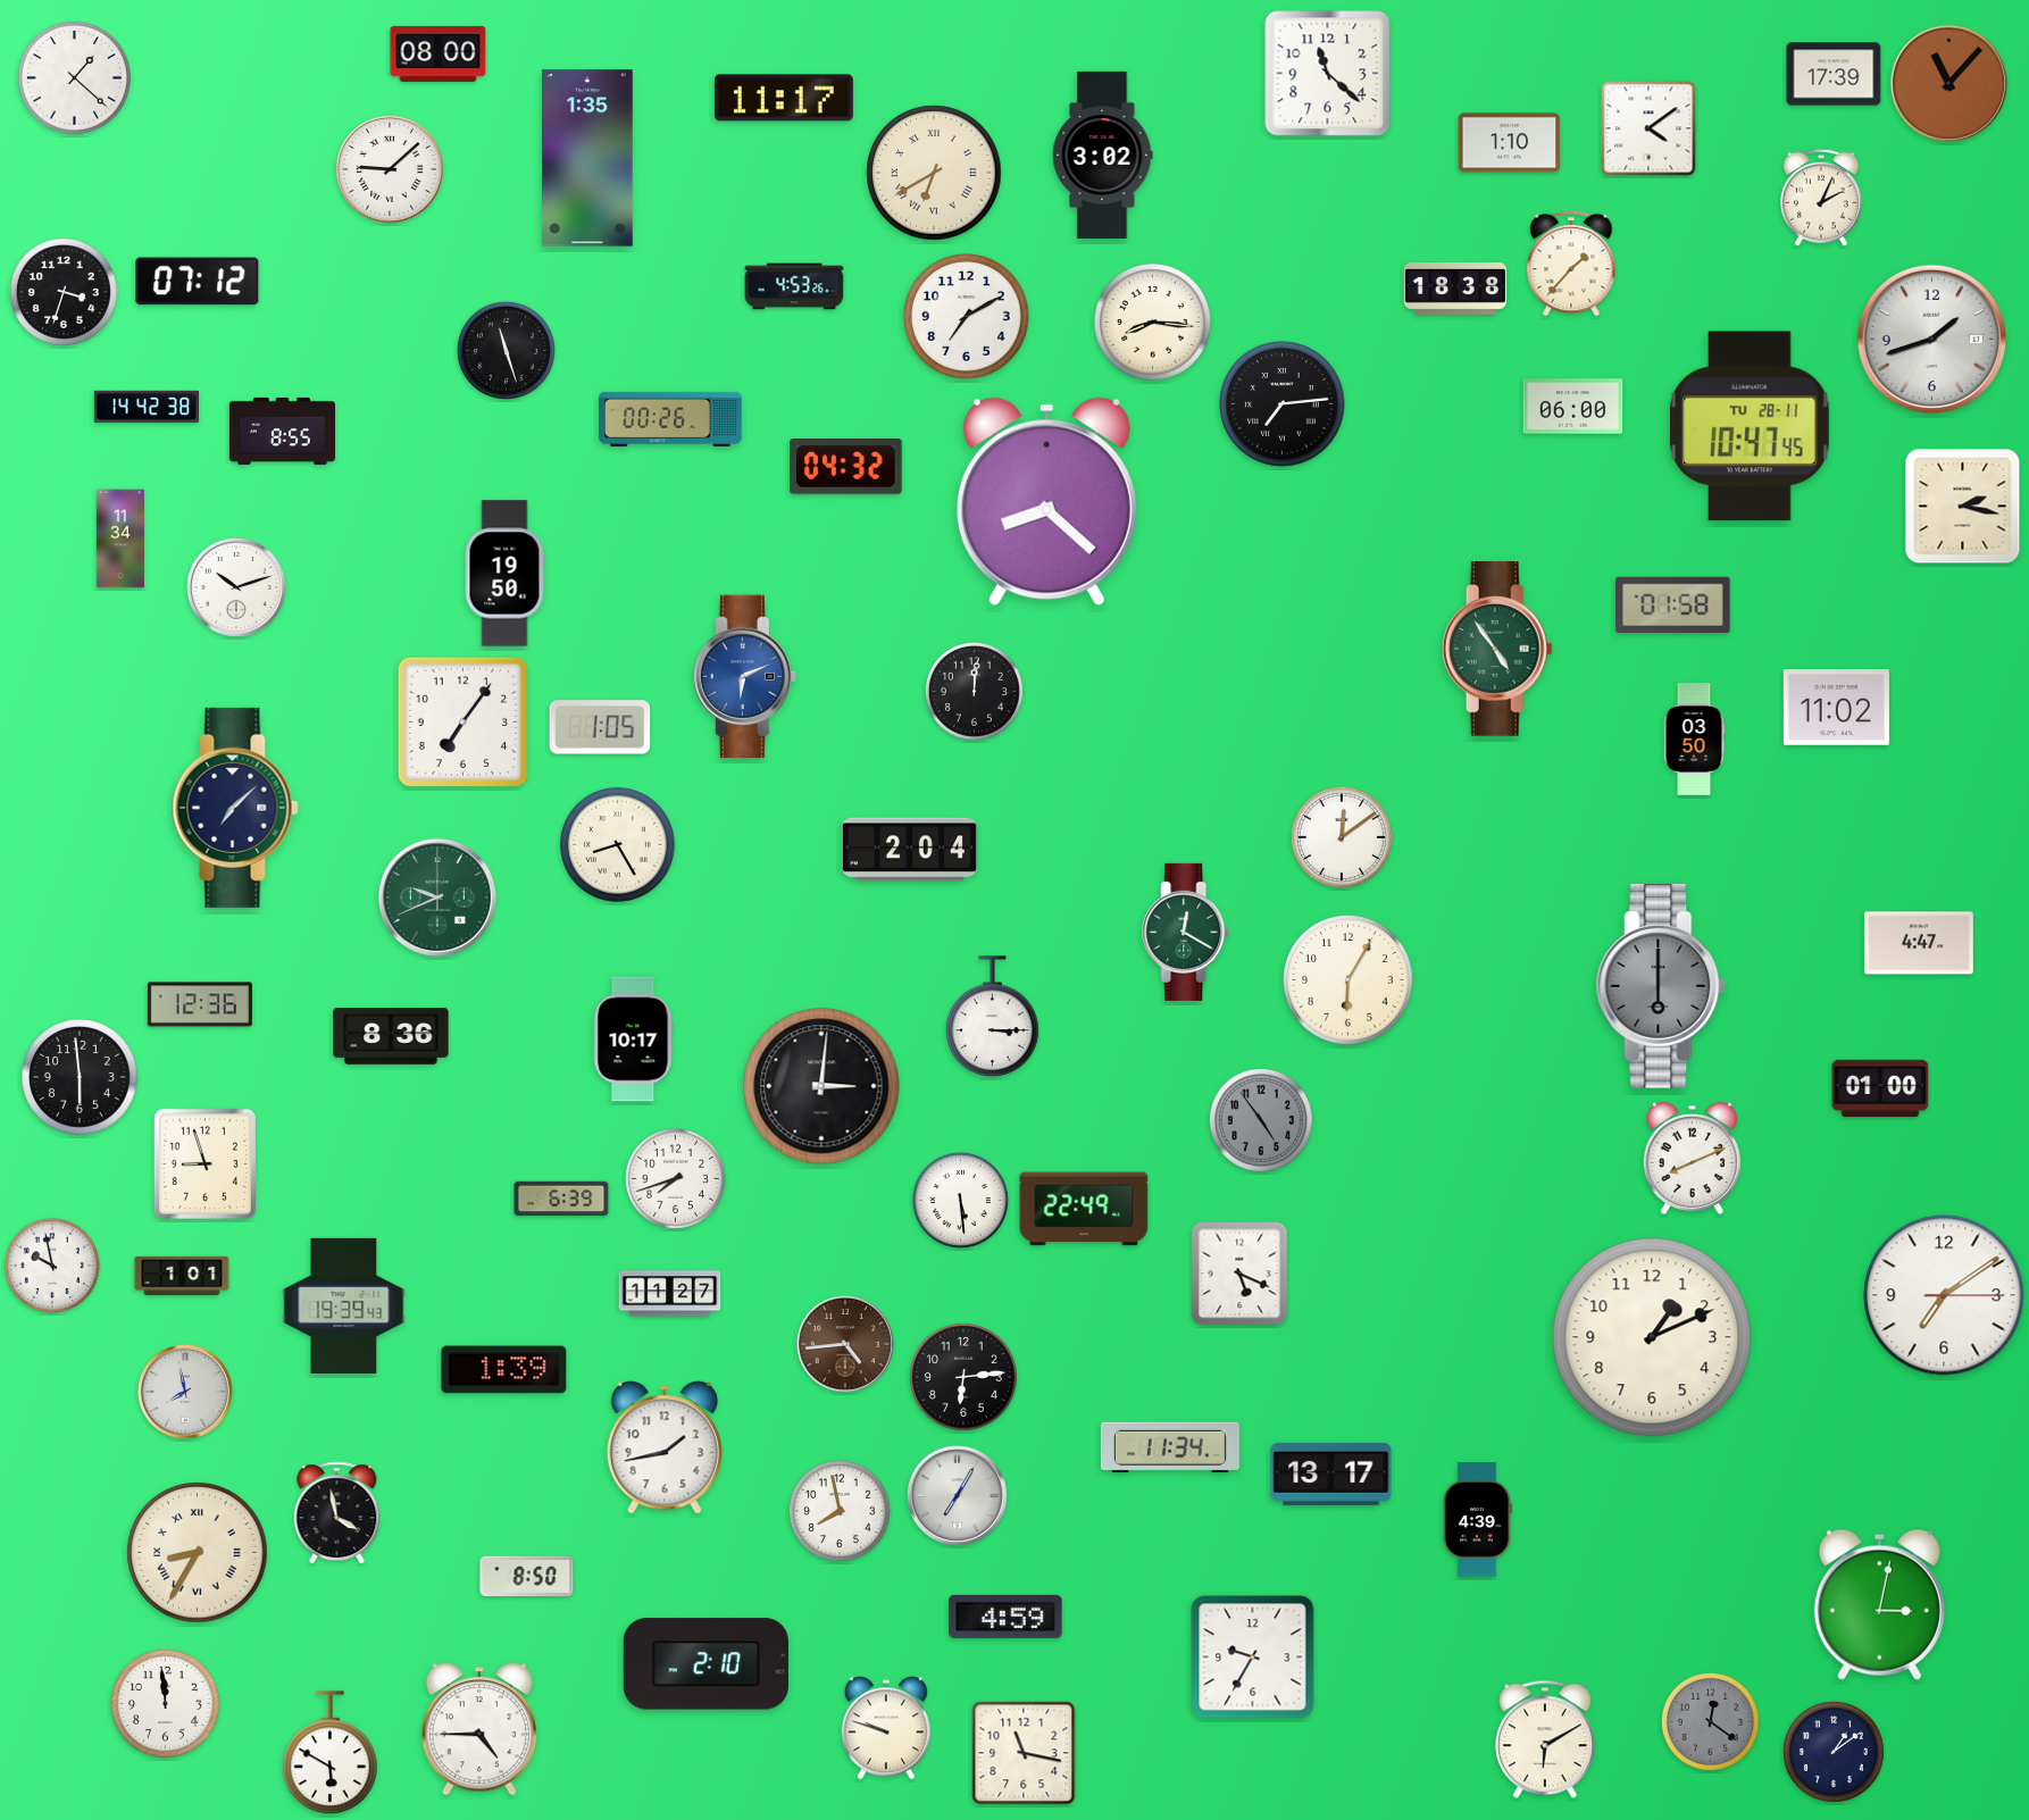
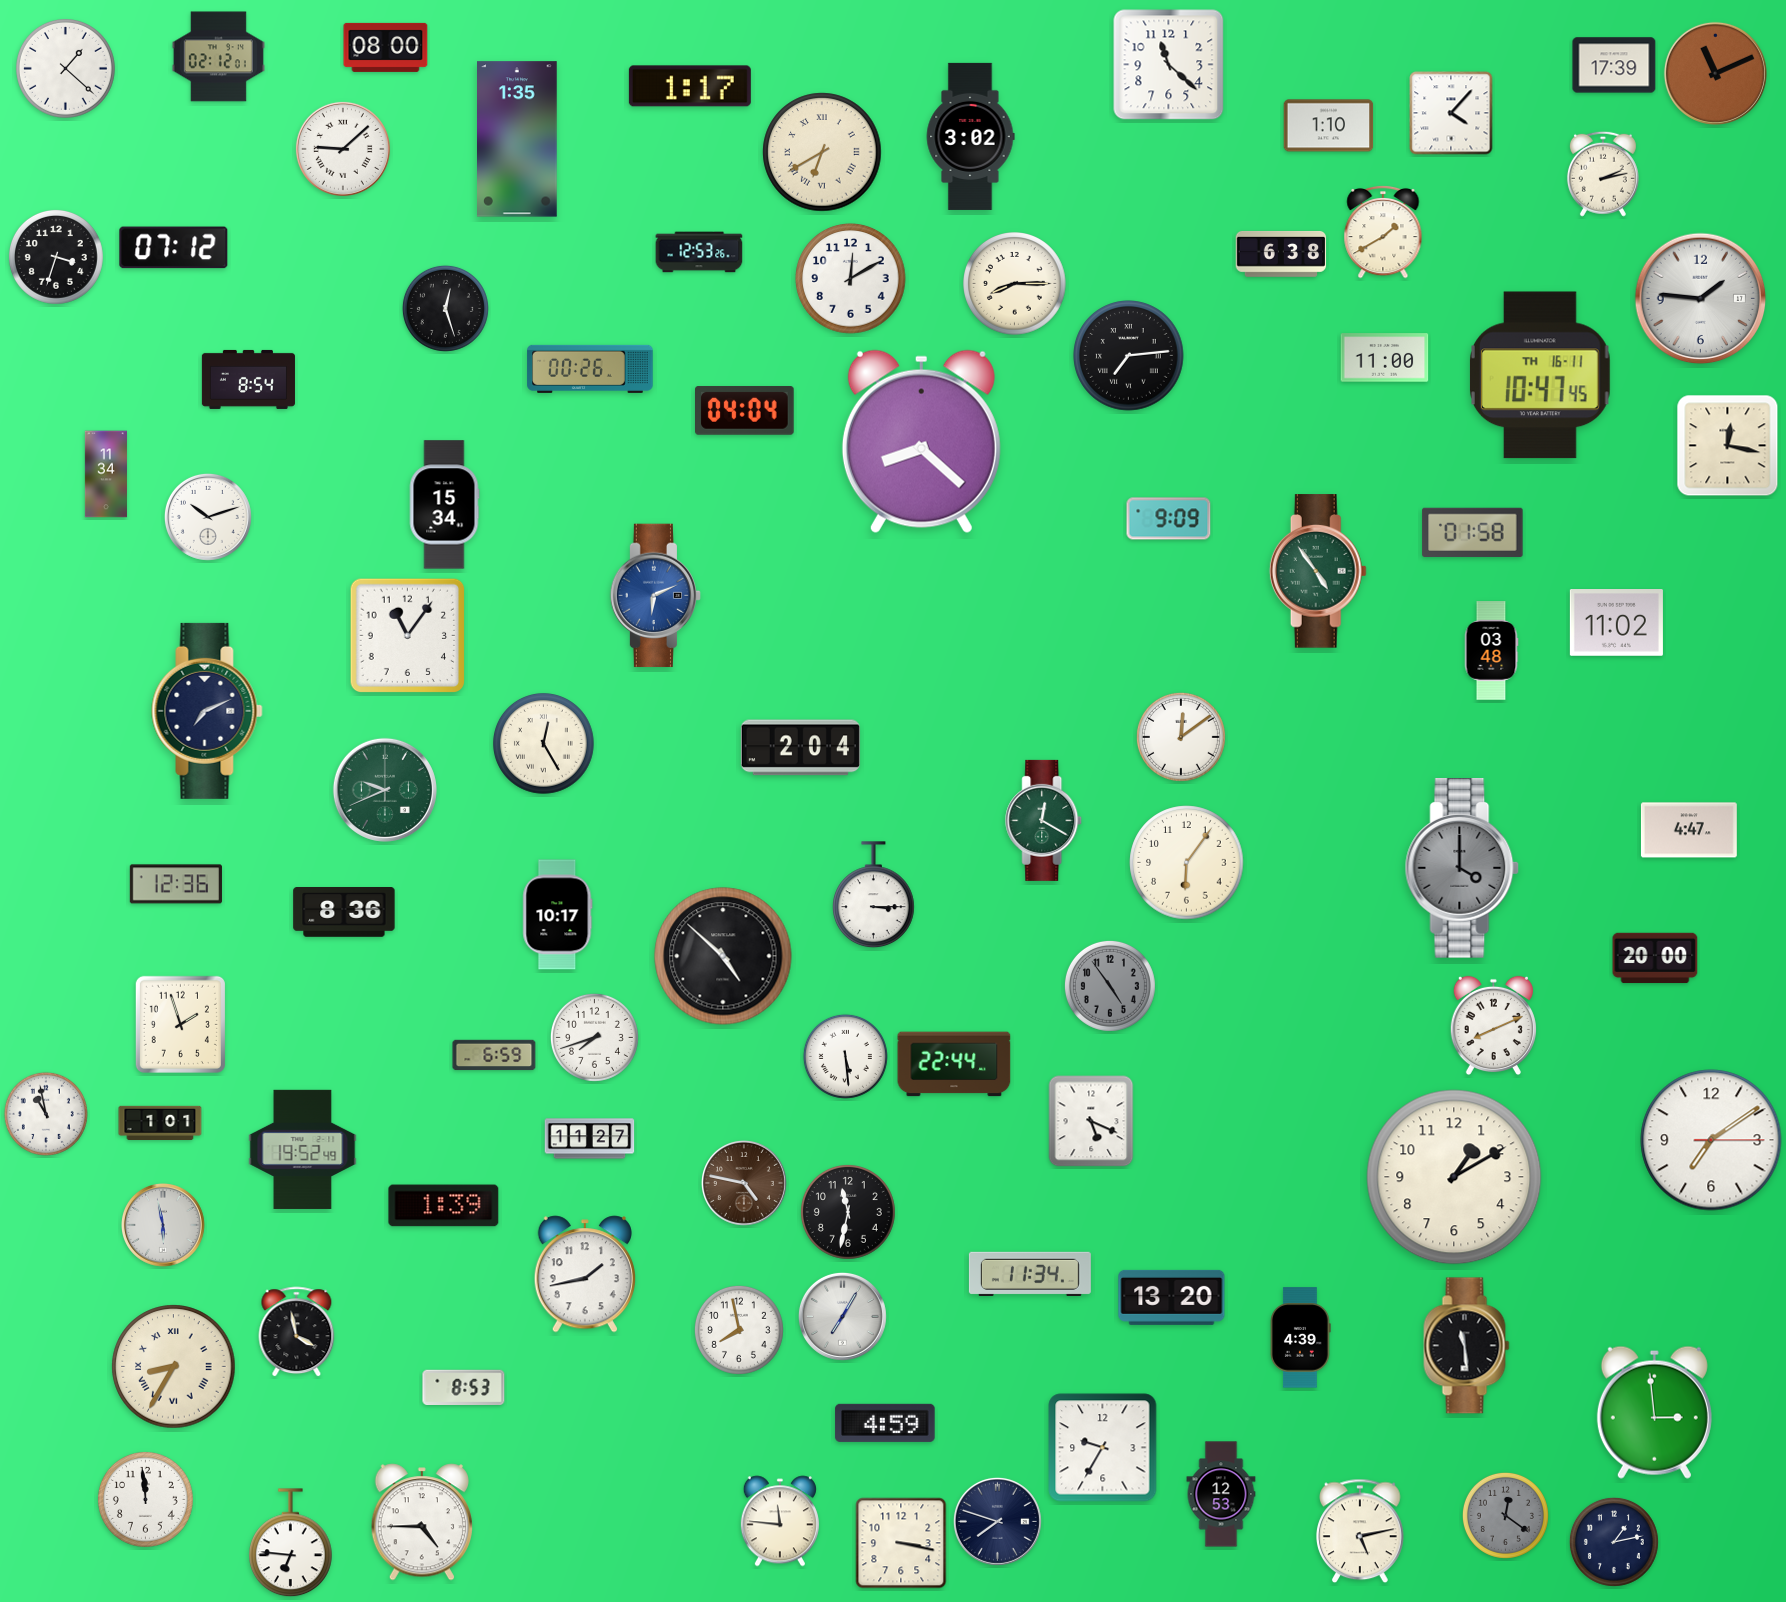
clock at (218, 57): none -> 02:12
clock at (1948, 83): 11:07 -> 11:11
clock at (784, 98): 11:17 -> 1:17
clock at (1648, 128): 4:09 -> 4:07
clock at (1821, 198): 2:04 -> 2:13
clock at (1571, 264): 1:37 -> 1:40
clock at (794, 286): 4:53 -> 12:53
clock at (1455, 289): 18:38 -> 6:38
clock at (967, 317): 7:10 -> 12:10
clock at (1153, 323): 8:16 -> 8:15
clock at (1932, 340): 1:42 -> 1:46
clock at (506, 350): 11:27 -> 12:27
clock at (147, 407): 14:42 -> none
clock at (1573, 407): 06:00 -> 11:00
clock at (1751, 426) date: TU 28-11 -> TH 16-11
clock at (282, 431): 8:55 -> 8:54
clock at (846, 467): 04:32 -> 04:04
clock at (1963, 507): 2:17 -> 12:17
clock at (504, 574): 19:50 -> 15:34
clock at (1169, 519): none -> 9:09
clock at (974, 691): 12:01 -> none
clock at (462, 721): 7:06 -> 11:06
clock at (600, 727): 1:05 -> none
clock at (1694, 740): 03:50 -> 03:48
clock at (235, 808): 7:08 -> 7:11
clock at (618, 845): 8:25 -> 12:25
clock at (1349, 980): 6:05 -> 6:06
clock at (1661, 987): 6:00 -> 4:00
clock at (81, 1078): 5:59 -> none
clock at (821, 1086): 3:01 -> 4:52
clock at (1880, 1088): 01:00 -> 20:00
clock at (1692, 1159) position: (1692, 1159) -> (1493, 1026)
clock at (204, 1163): 8:57 -> 1:57
clock at (561, 1199): 6:39 -> 6:59
clock at (1084, 1209): 22:49 -> 22:44
clock at (52, 1266): 9:58 -> 10:58
clock at (344, 1305): 19:39 -> 19:52
clock at (1652, 1337): 1:11 -> 1:10
clock at (845, 1344): 4:44 -> 4:47
clock at (963, 1377): 6:14 -> 11:32
clock at (185, 1392): 7:58 -> 5:58
clock at (1331, 1473): 13:17 -> 13:20
clock at (1467, 1346): none -> 11:29
clock at (527, 1576): 8:50 -> 8:53
clock at (1879, 1604): 3:02 -> 2:59
clock at (1253, 1658) position: (1253, 1658) -> (1103, 1448)
clock at (705, 1664): 2:10 -> none
clock at (1221, 1494): none -> 12:53
clock at (886, 1728): 9:48 -> 11:46
clock at (997, 1521): none -> 7:48
clock at (1546, 1739): 6:10 -> 5:13
clock at (1834, 1752): 1:09 -> 1:13
clock at (331, 1753): 5:50 -> 6:46
clock at (1024, 1753): 11:17 -> 3:17
